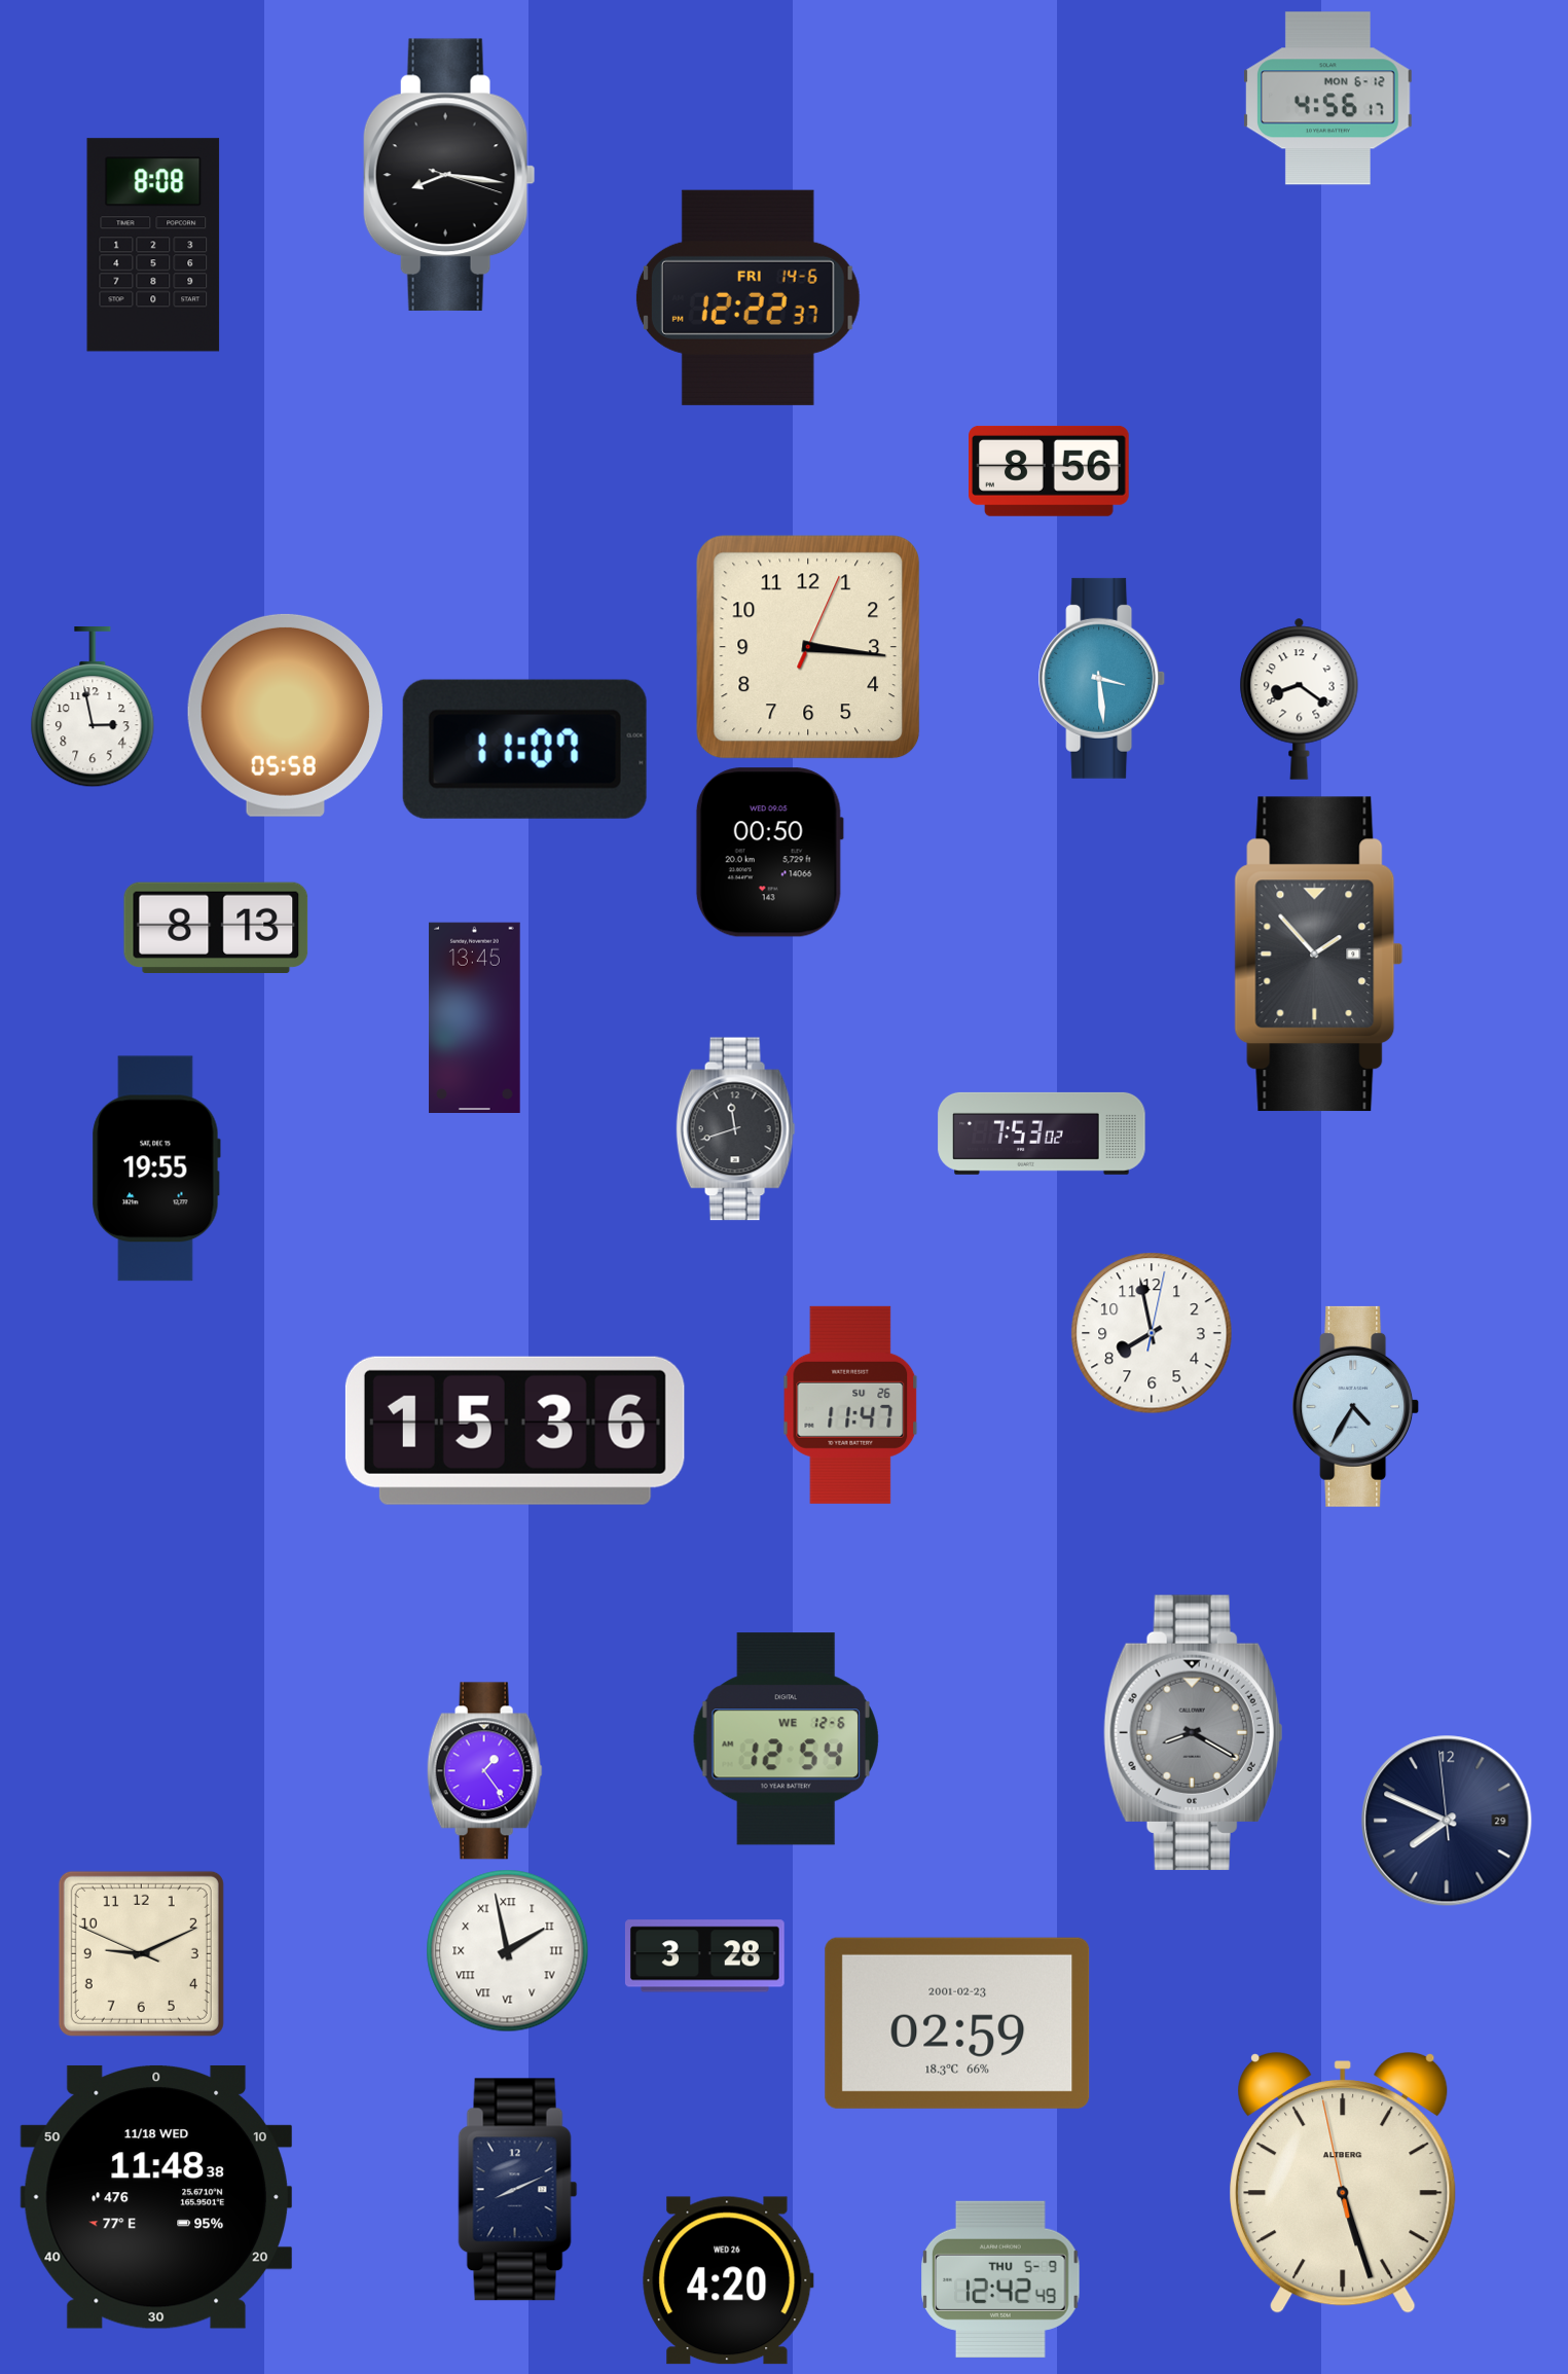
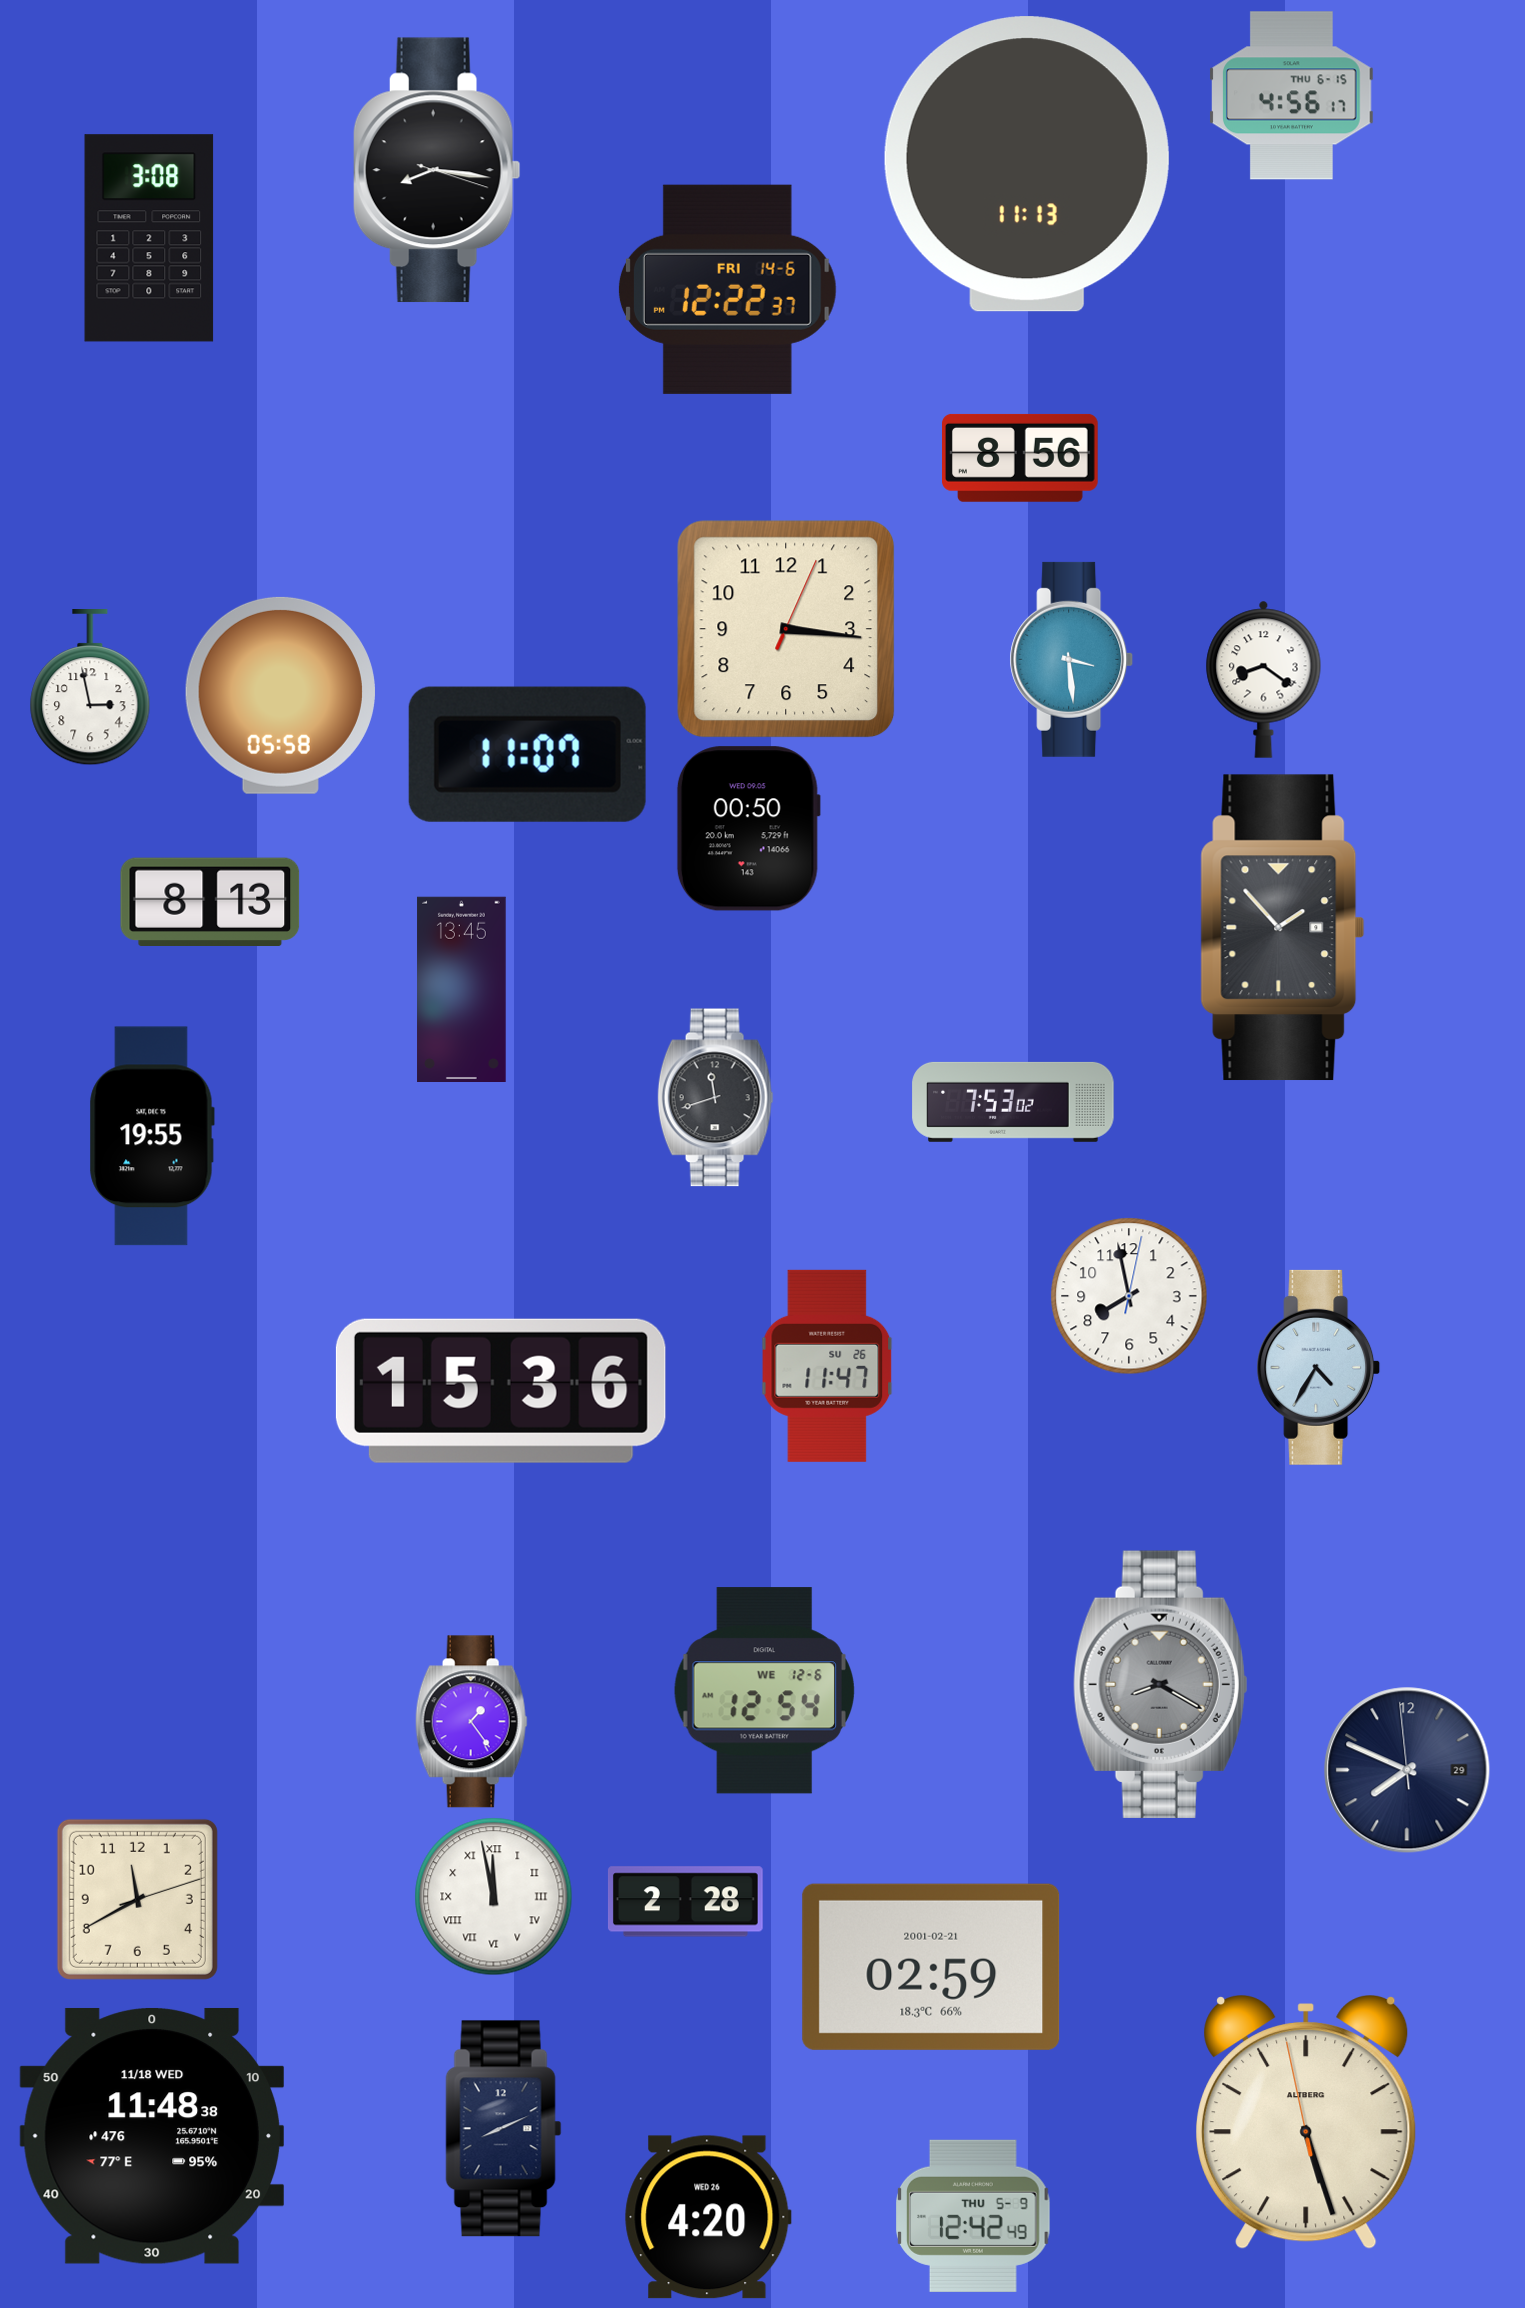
clock at (1328, 99) date: MON 6-12 -> THU 6-15
clock at (1027, 164): none -> 11:13
clock at (153, 245): 8:08 -> 3:08
clock at (285, 715) position: (285, 715) -> (280, 695)
clock at (524, 749) position: (524, 749) -> (527, 754)
clock at (1152, 1333) position: (1152, 1333) -> (1129, 1296)
clock at (508, 1951): 1:58 -> 11:58
clock at (141, 1953): 9:10 -> 11:40
clock at (704, 1956): 3:28 -> 2:28
clock at (957, 2023) date: 2001-02-23 -> 2001-02-21
